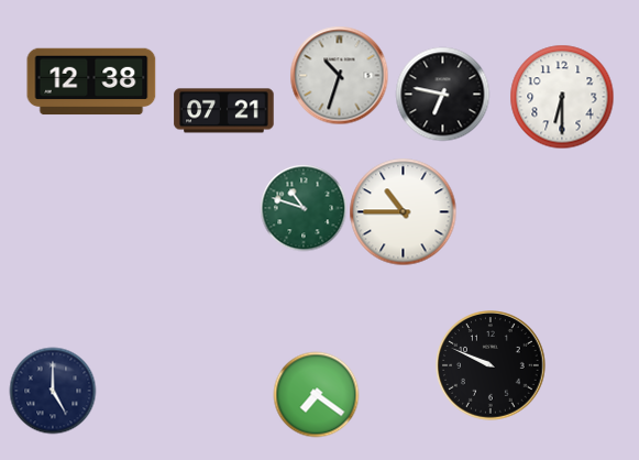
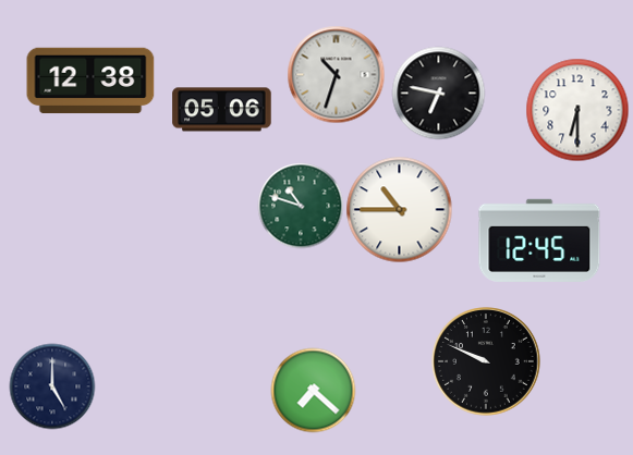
clock at (562, 97) position: (562, 97) -> (577, 110)
clock at (224, 111): 07:21 -> 05:06
clock at (539, 241): none -> 12:45
clock at (316, 394): 7:21 -> 7:22
